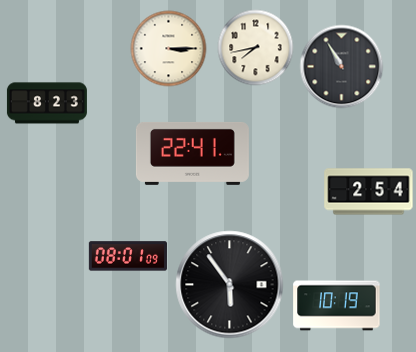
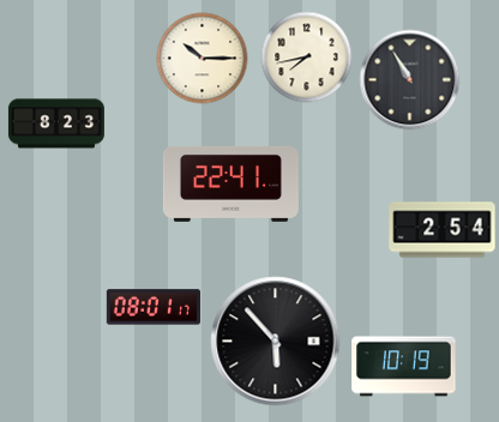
clock at (169, 49): 3:15 -> 10:15
clock at (128, 256): 08:01:09 -> 08:01:17
clock at (230, 285): 5:54 -> 5:53
